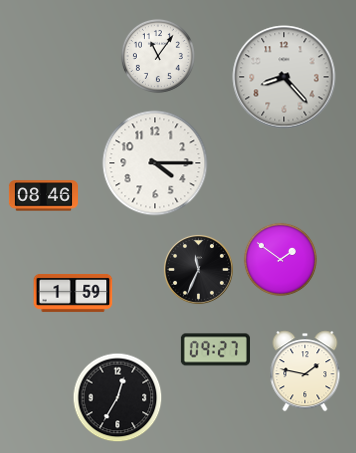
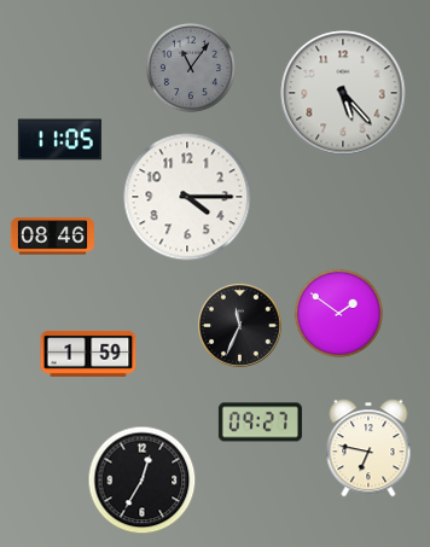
clock at (158, 56) dial: white -> grey
clock at (284, 77): 8:23 -> 5:23
clock at (59, 140): none -> 11:05
clock at (305, 371): 1:47 -> 6:47
